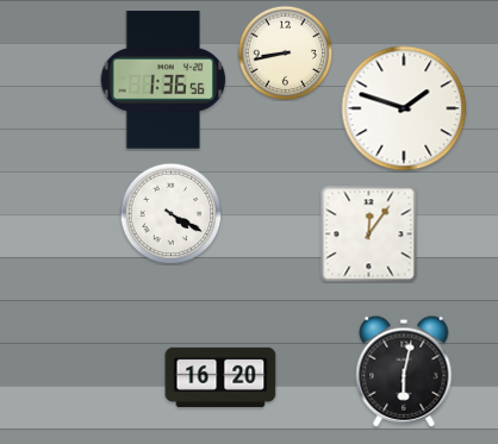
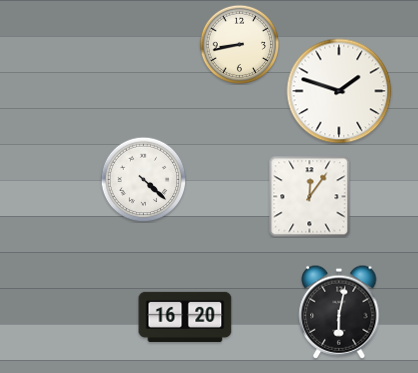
clock at (163, 80): 1:36 -> none
clock at (170, 213): 4:20 -> 4:22
